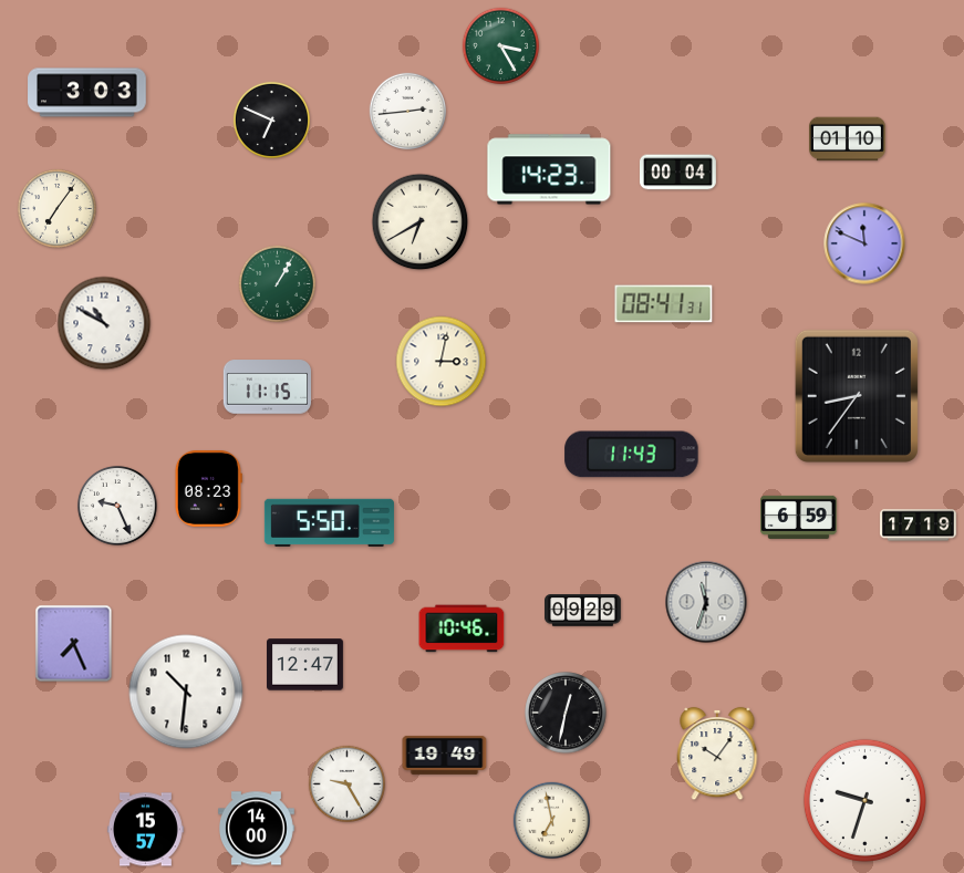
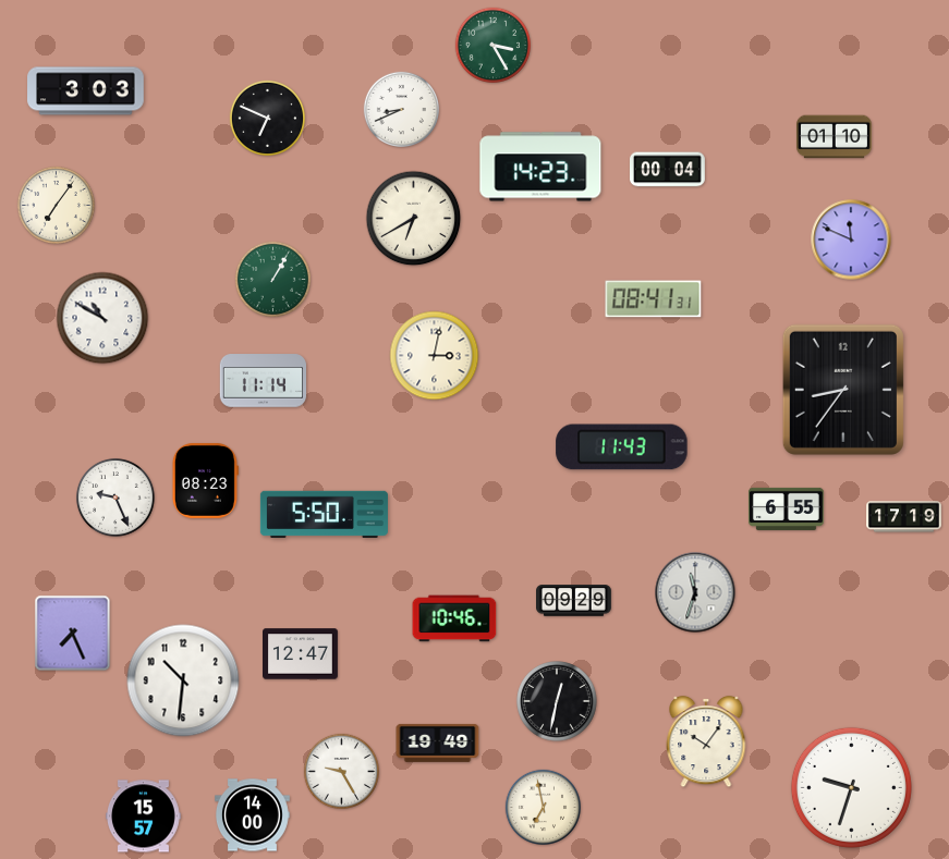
clock at (407, 111): 2:44 -> 8:41
clock at (267, 387): 11:15 -> 11:14
clock at (799, 517): 6:59 -> 6:55
